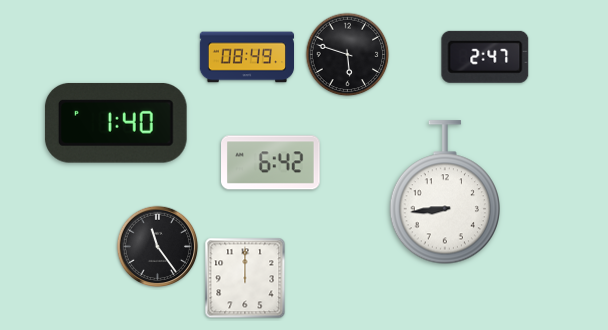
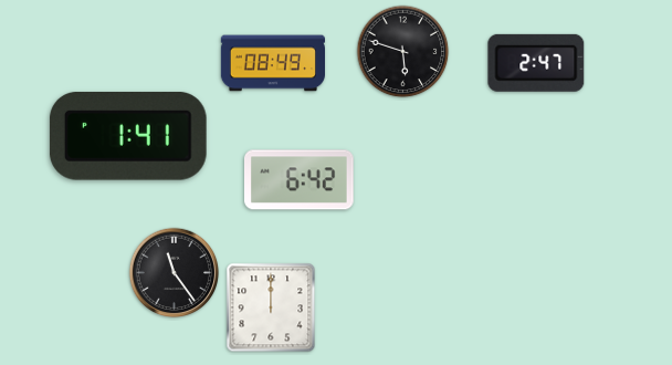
clock at (348, 55) position: (348, 55) -> (403, 52)
clock at (116, 123): 1:40 -> 1:41
clock at (444, 193): 8:44 -> none
